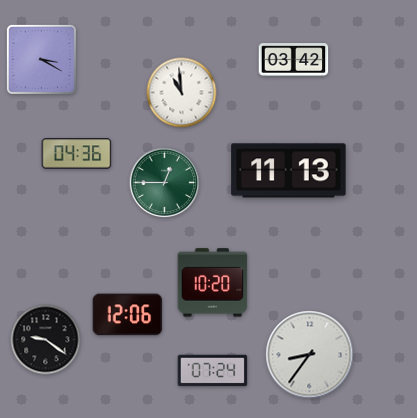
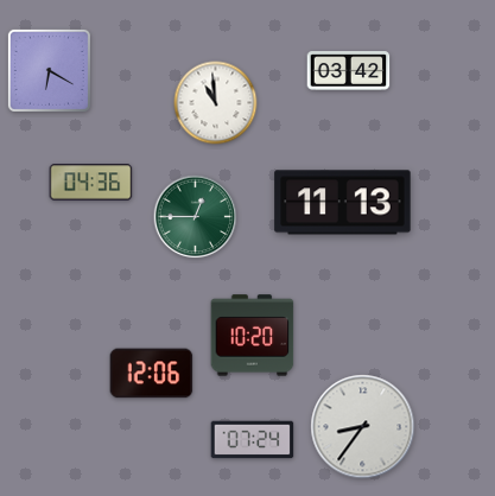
clock at (41, 59): 3:20 -> 6:20
clock at (182, 93) position: (182, 93) -> (216, 103)
clock at (46, 340): 9:21 -> none
clock at (310, 355) position: (310, 355) -> (363, 427)
